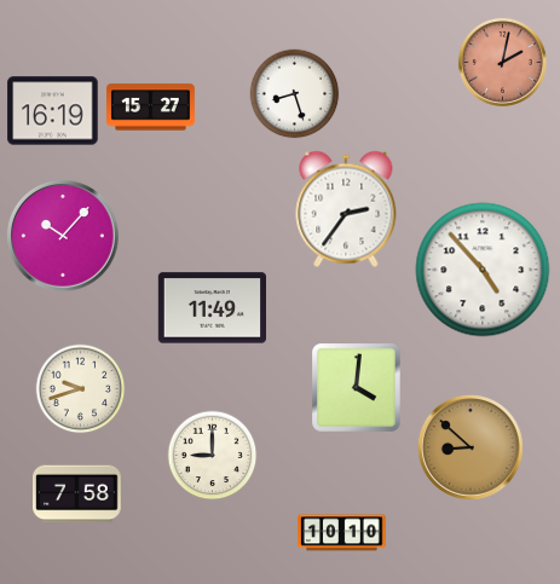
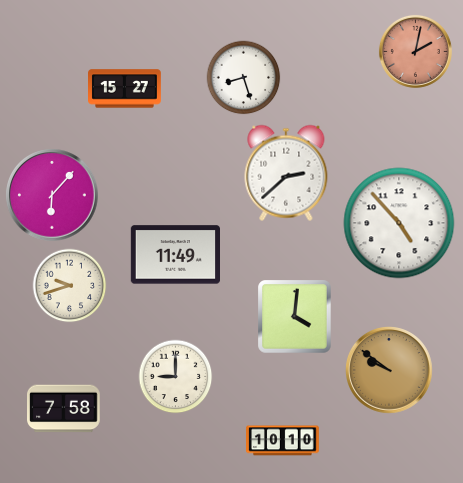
clock at (53, 111): 16:19 -> none
clock at (346, 209): 2:36 -> 2:38
clock at (63, 236): 10:07 -> 6:07
clock at (357, 388) position: (357, 388) -> (295, 317)
clock at (81, 389) position: (81, 389) -> (70, 286)
clock at (472, 449): 8:52 -> 9:51
